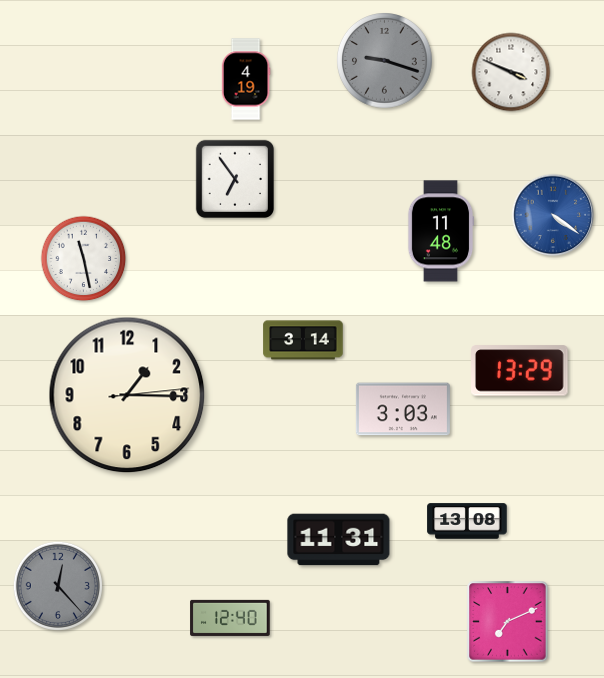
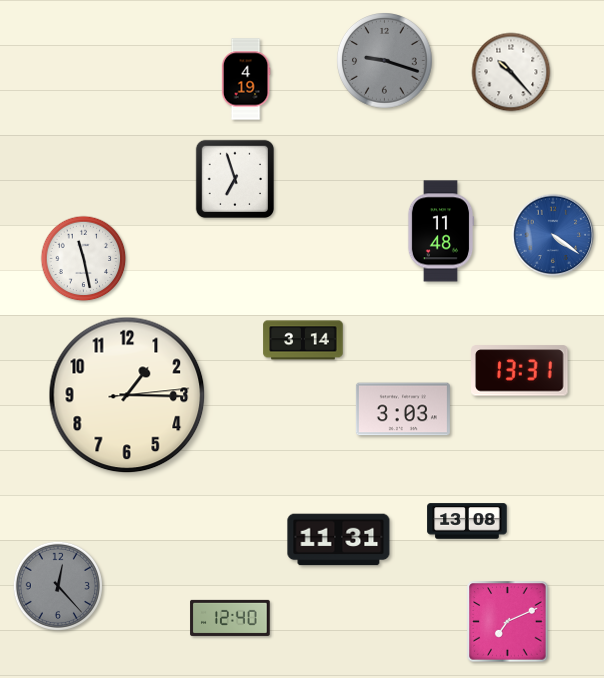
clock at (511, 72): 3:49 -> 10:23
clock at (234, 178): 6:54 -> 6:57
clock at (553, 215) position: (553, 215) -> (553, 235)
clock at (520, 371): 13:29 -> 13:31
